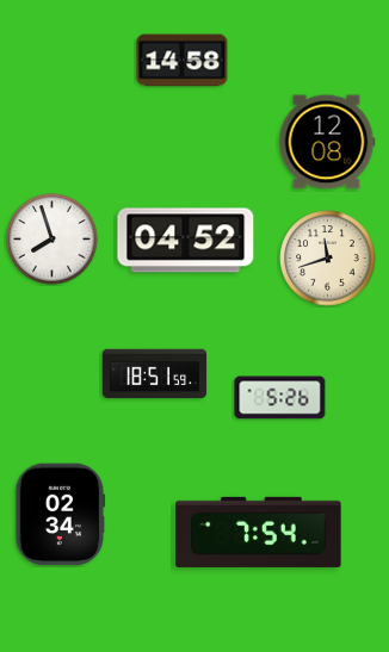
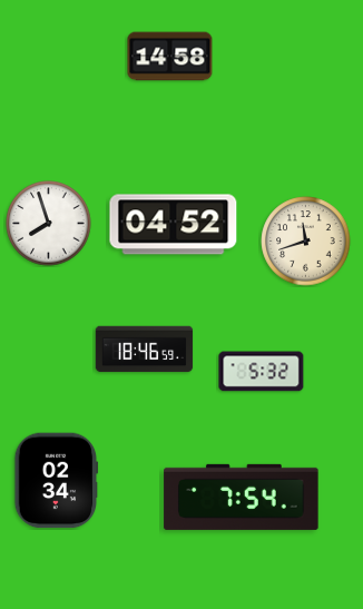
clock at (327, 142): 12:08 -> none
clock at (155, 374): 18:51 -> 18:46
clock at (280, 398): 5:26 -> 5:32
